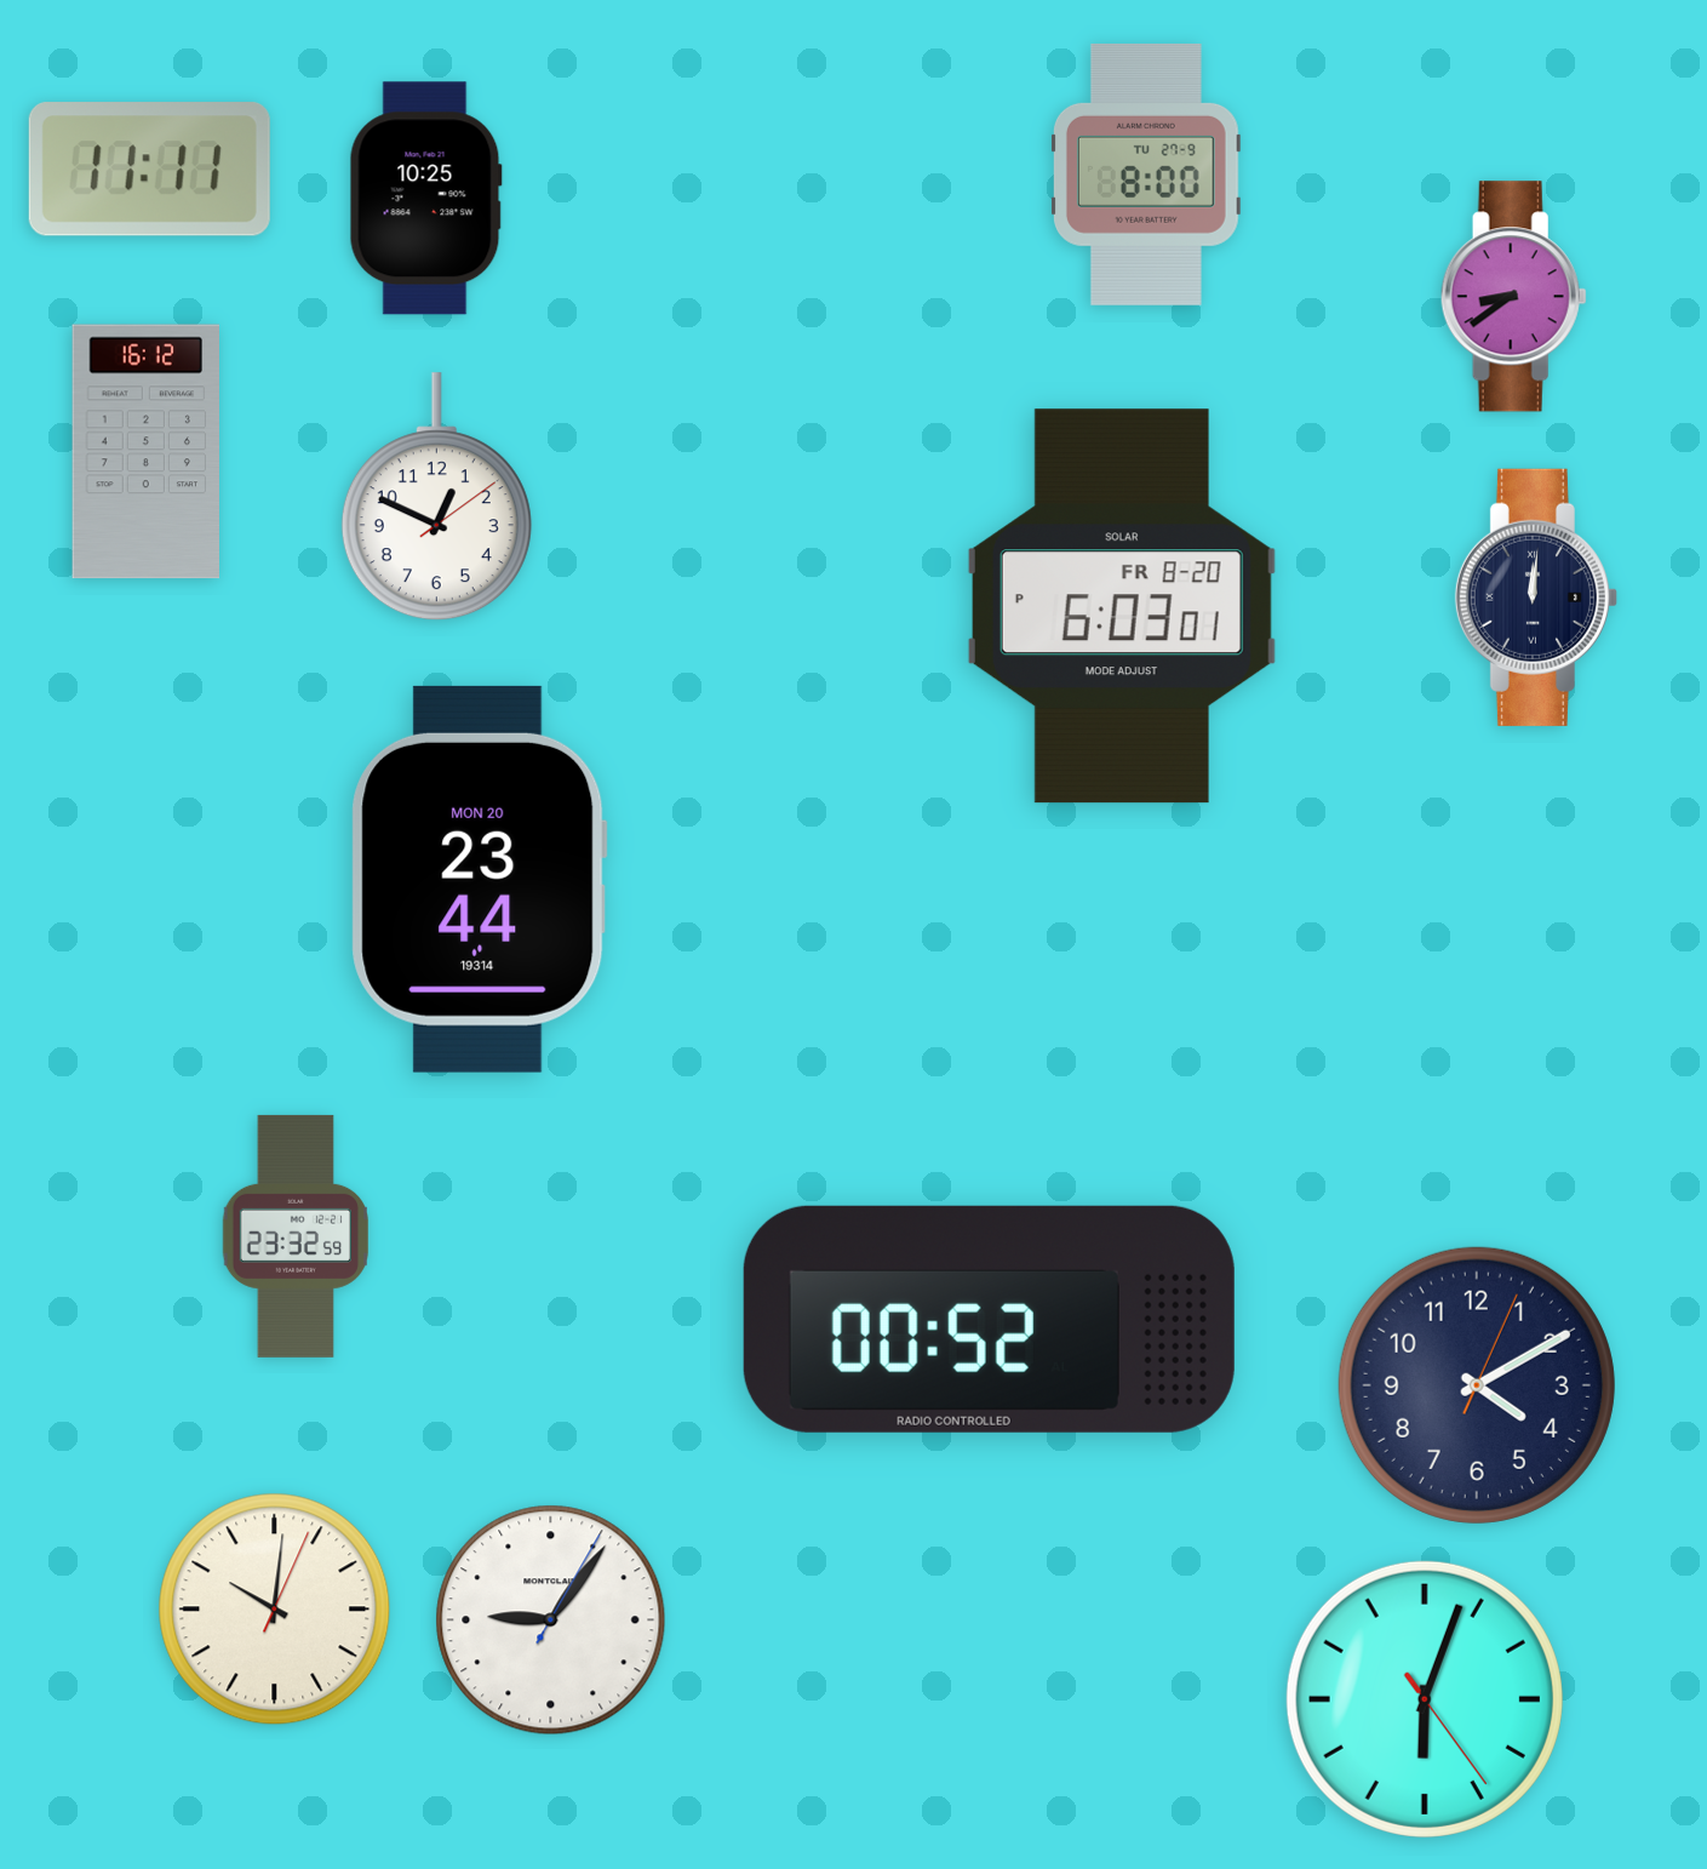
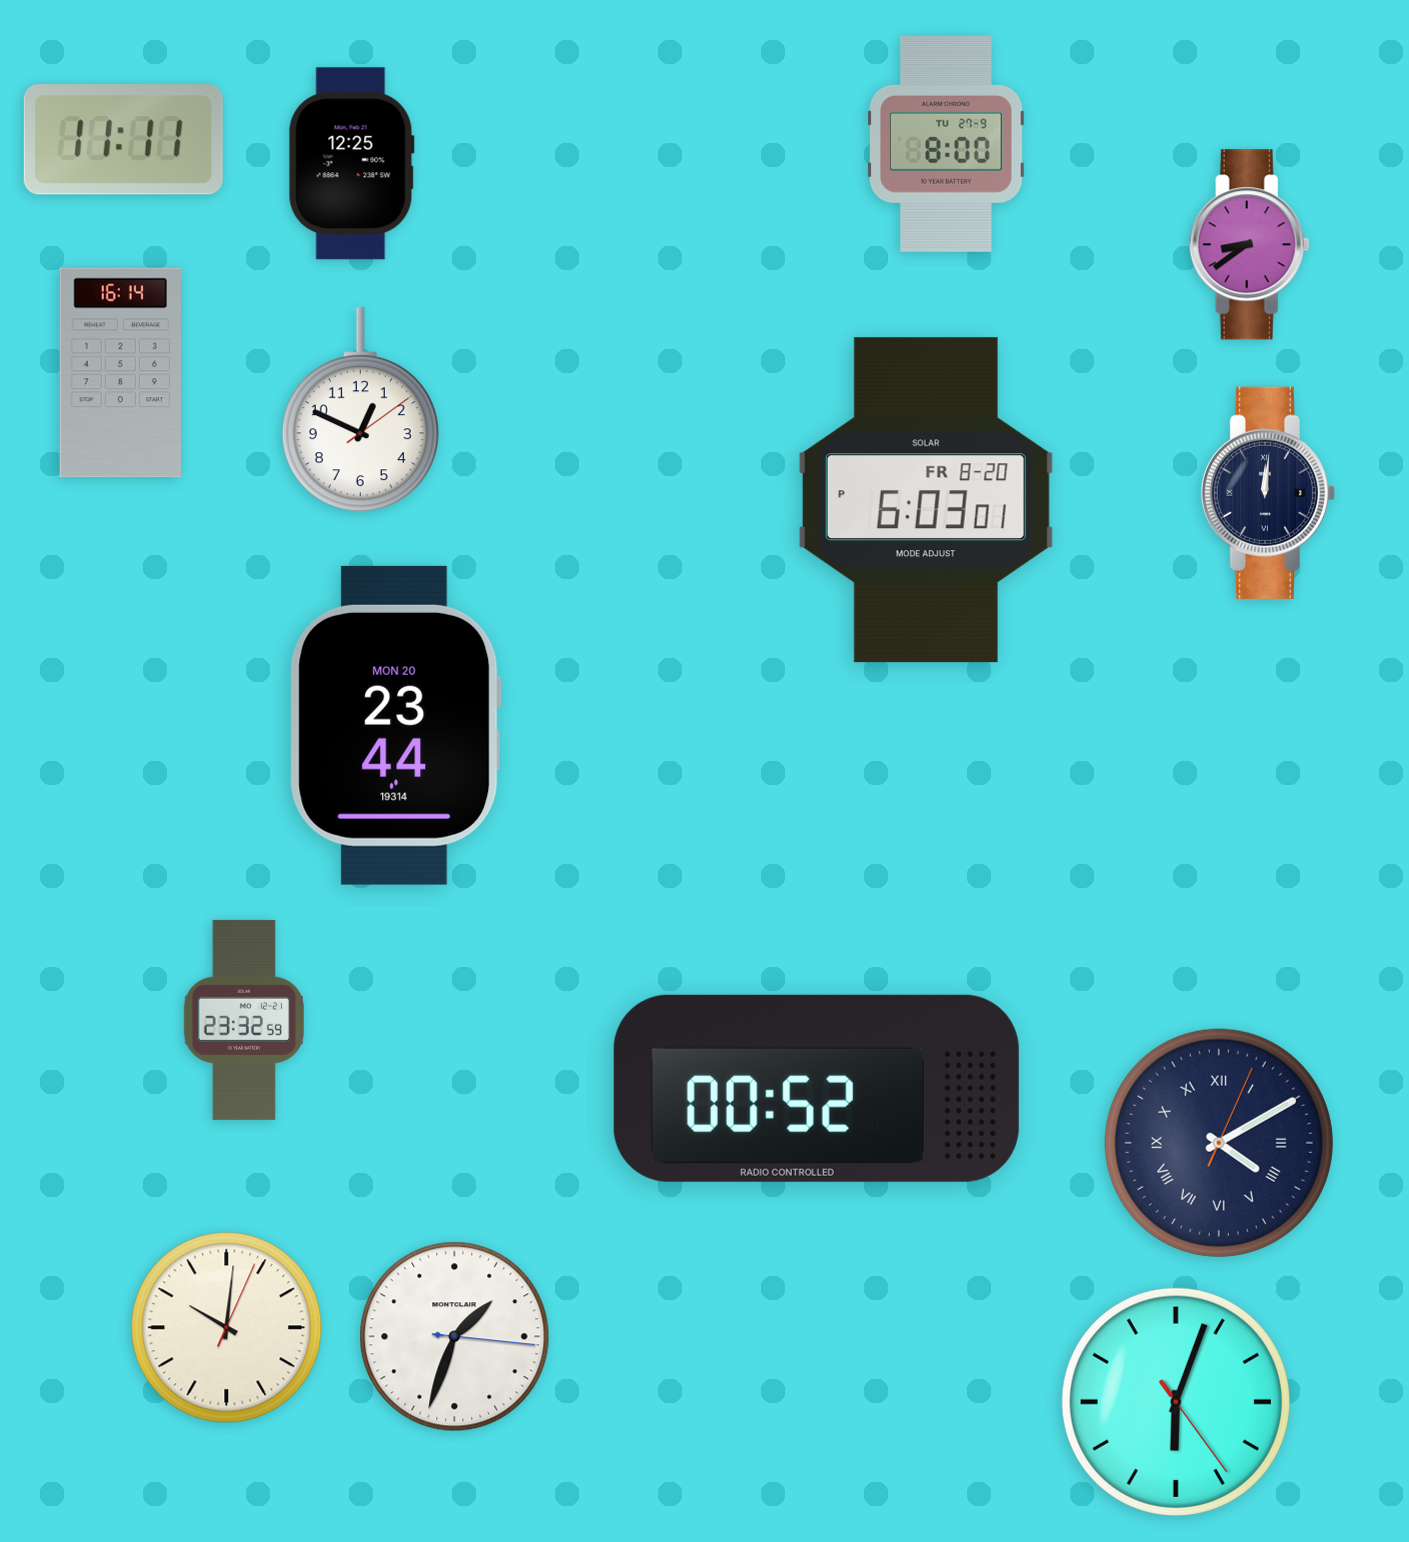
clock at (425, 199): 10:25 -> 12:25
clock at (145, 452): 16:12 -> 16:14
clock at (1477, 1385) numerals: Arabic -> Roman
clock at (551, 1621): 9:06 -> 1:33
